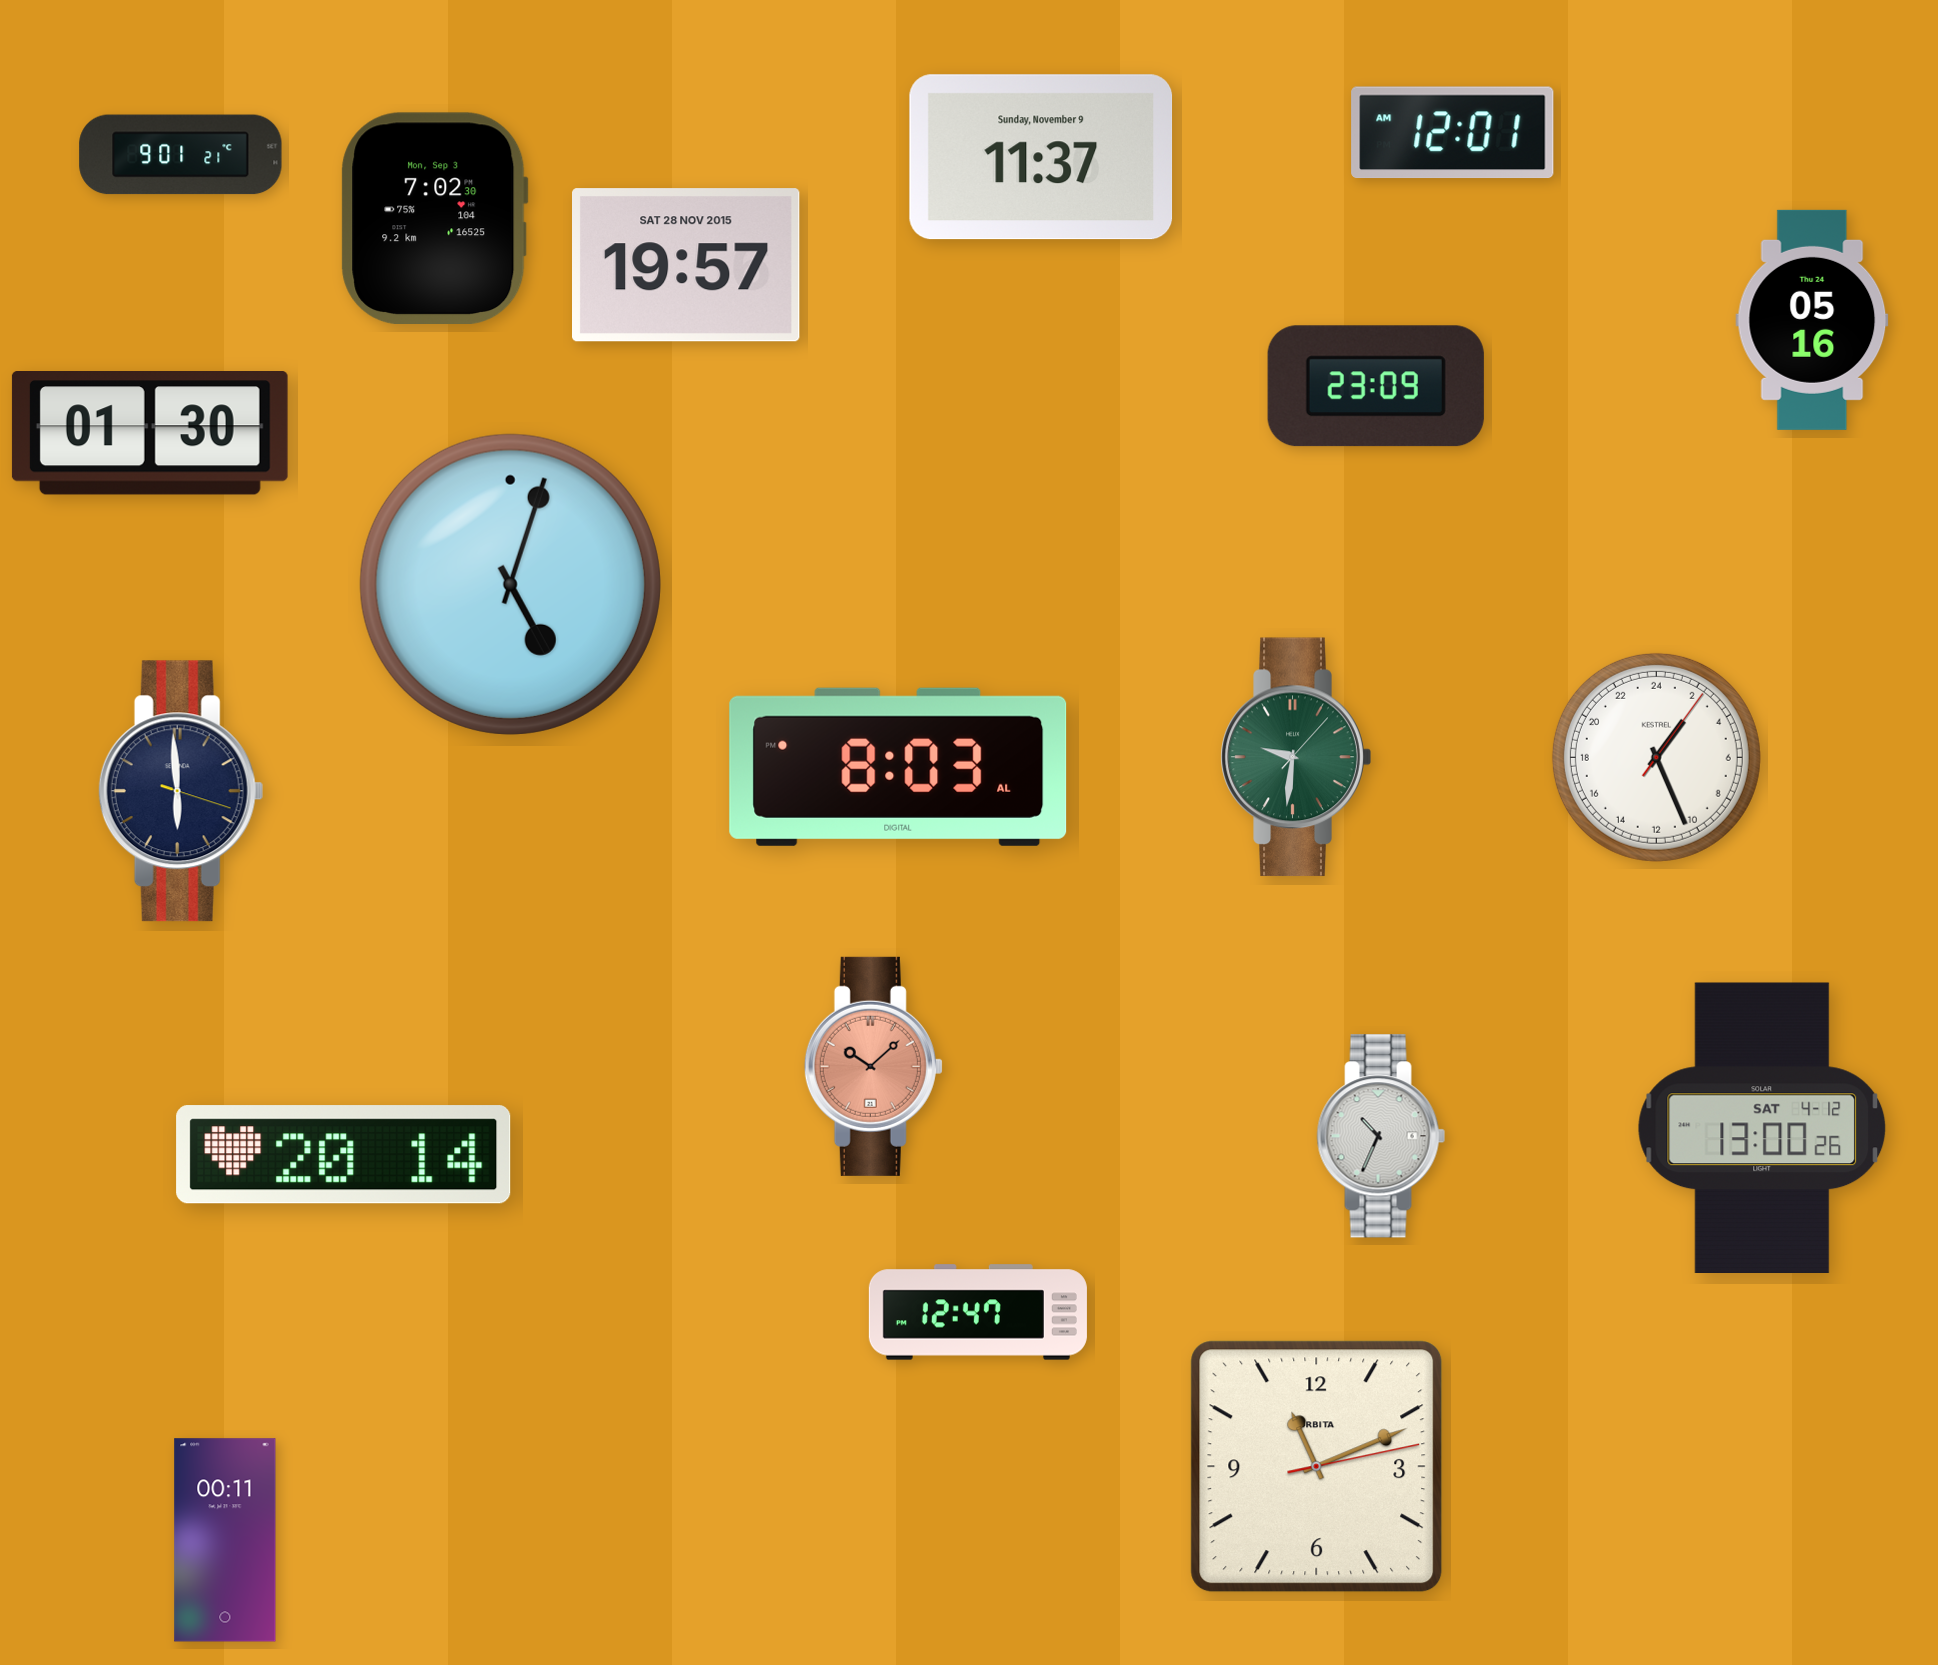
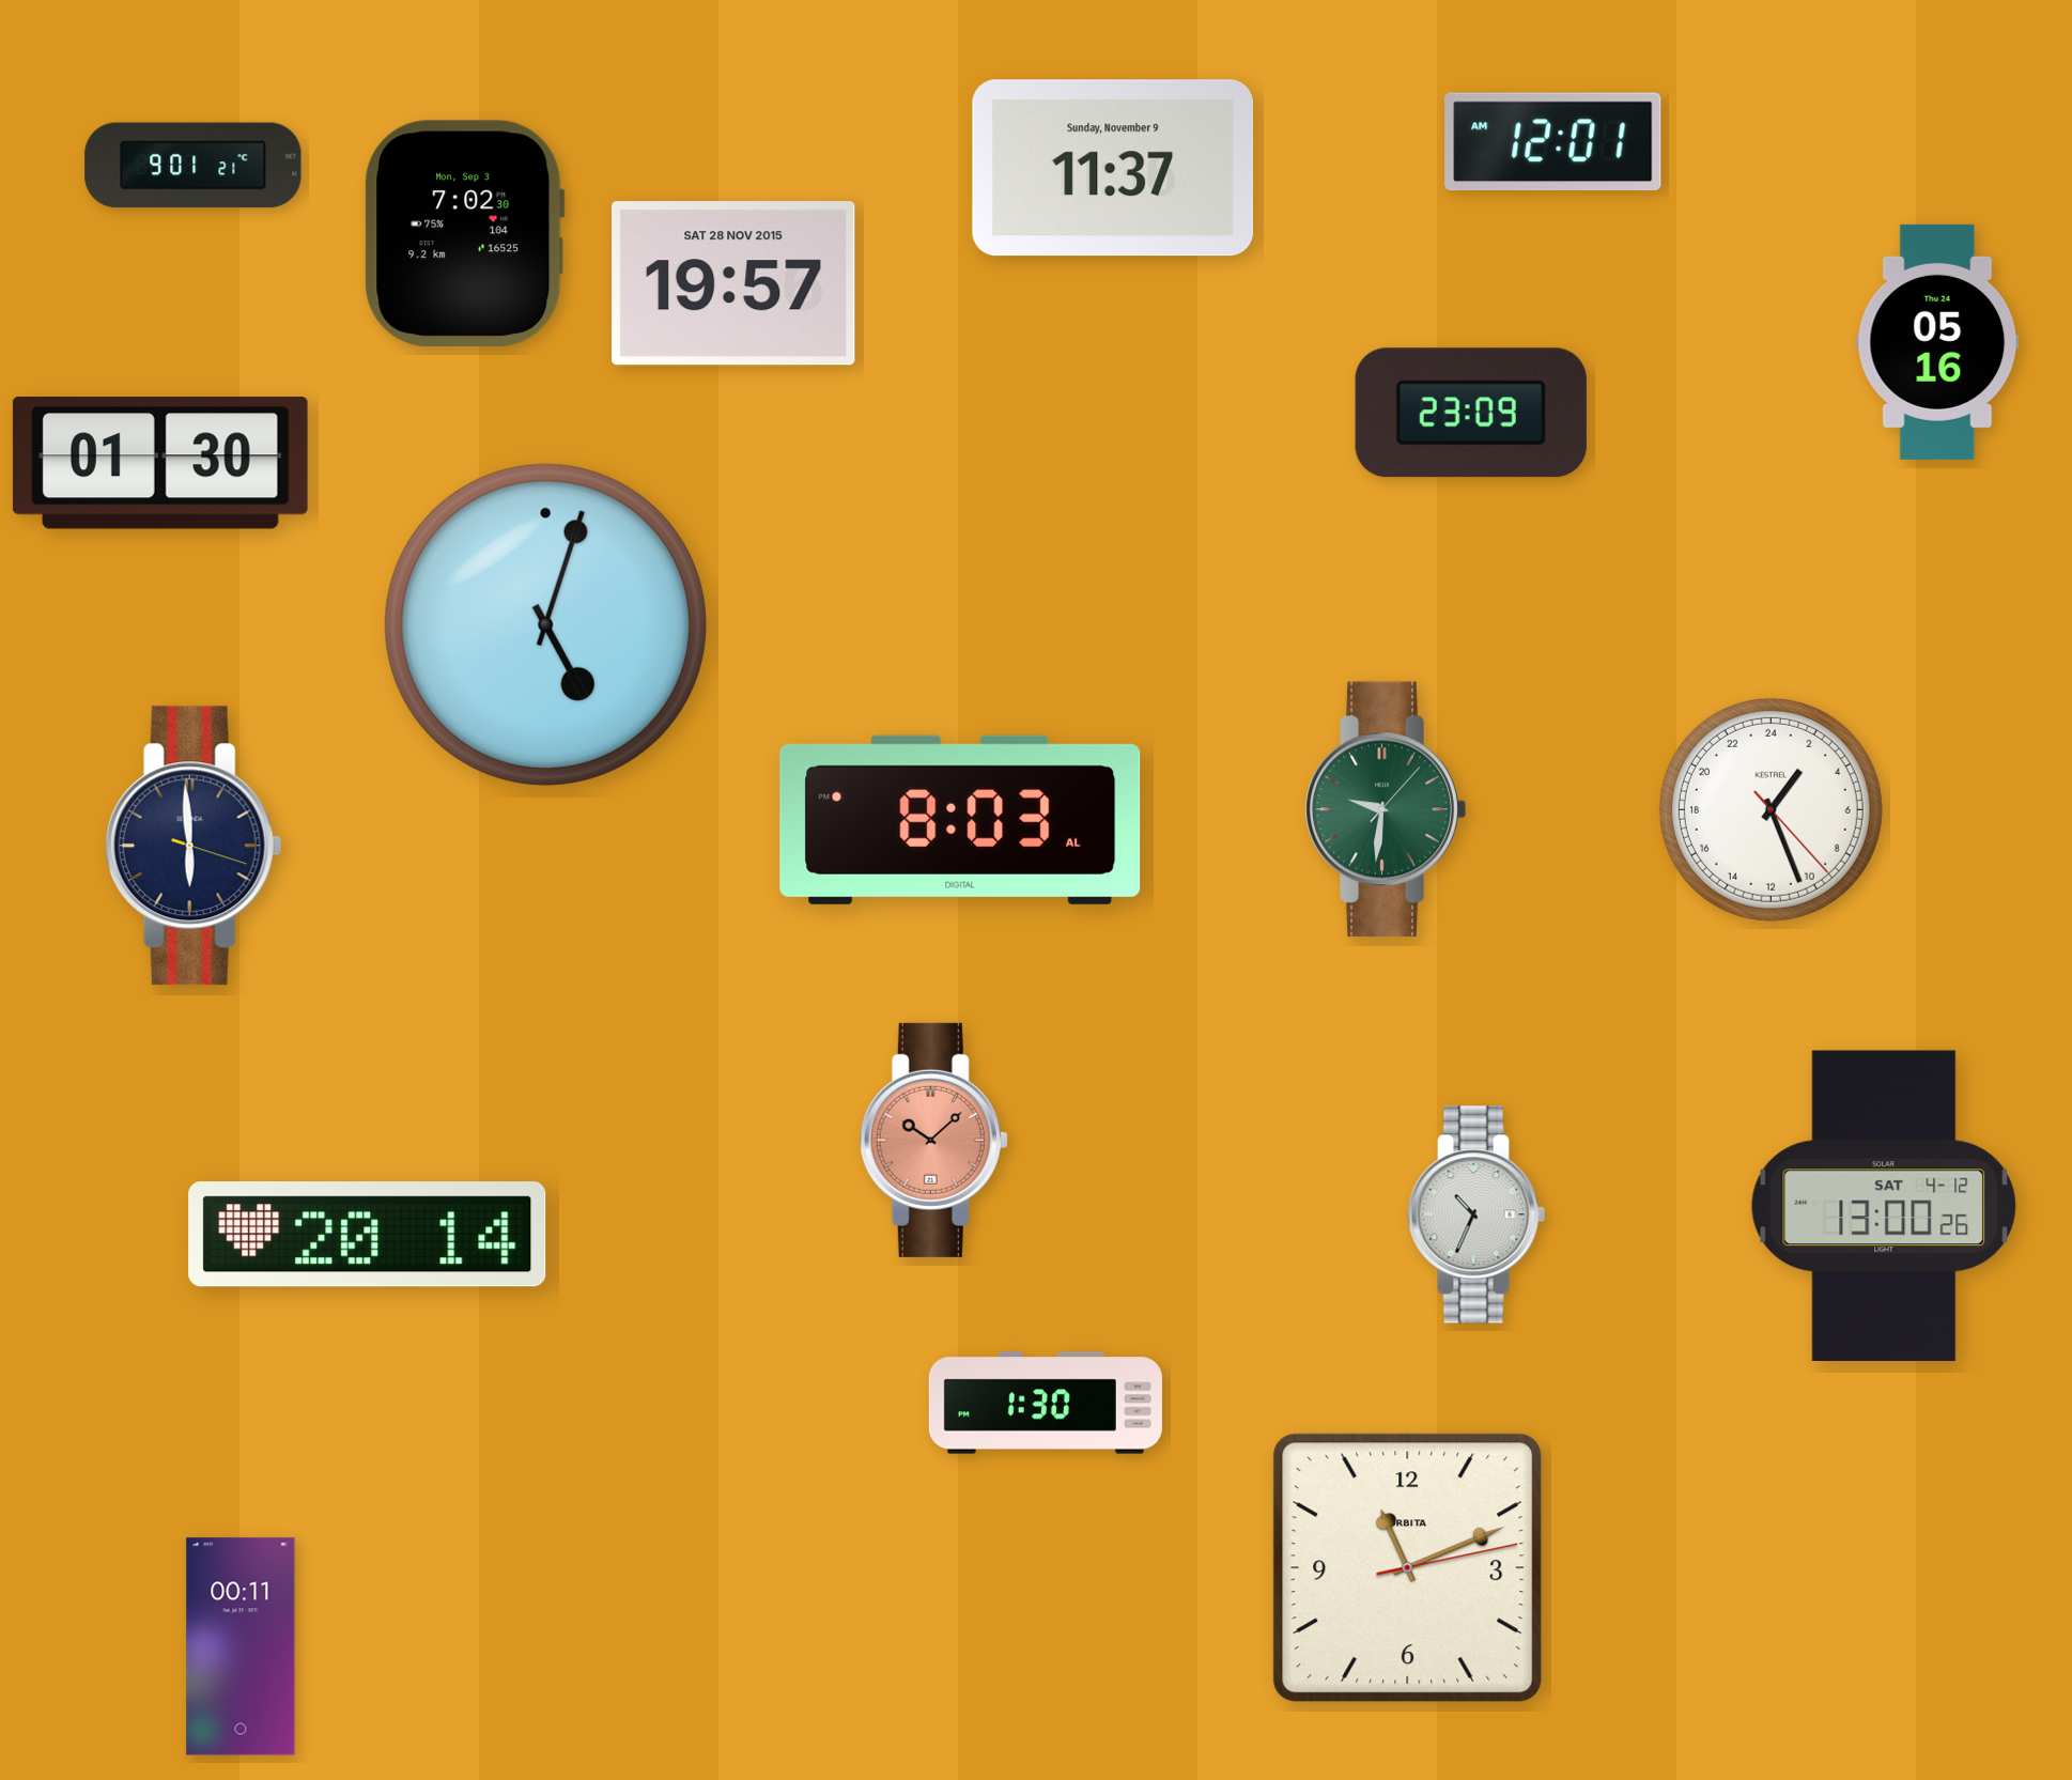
clock at (1656, 757): 2:26:06 -> 2:26:23
clock at (978, 1312): 12:47 -> 1:30
